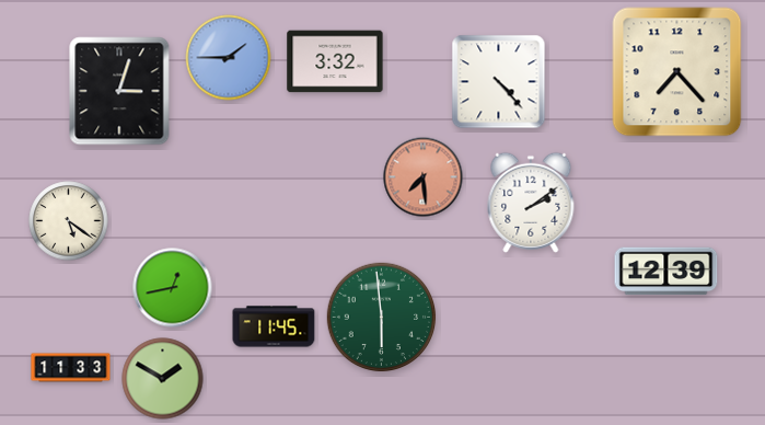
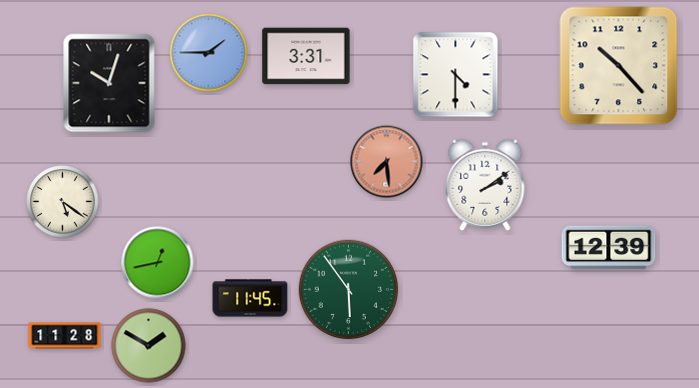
clock at (335, 61): 3:32 -> 3:31
clock at (677, 72): 7:23 -> 10:23
clock at (499, 82): 4:23 -> 4:30
clock at (119, 91): 3:03 -> 10:03
clock at (382, 318): 5:59 -> 5:54
clock at (71, 368): 11:33 -> 11:28
